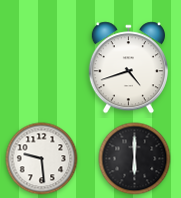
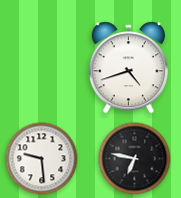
clock at (135, 159): 6:00 -> 6:47
